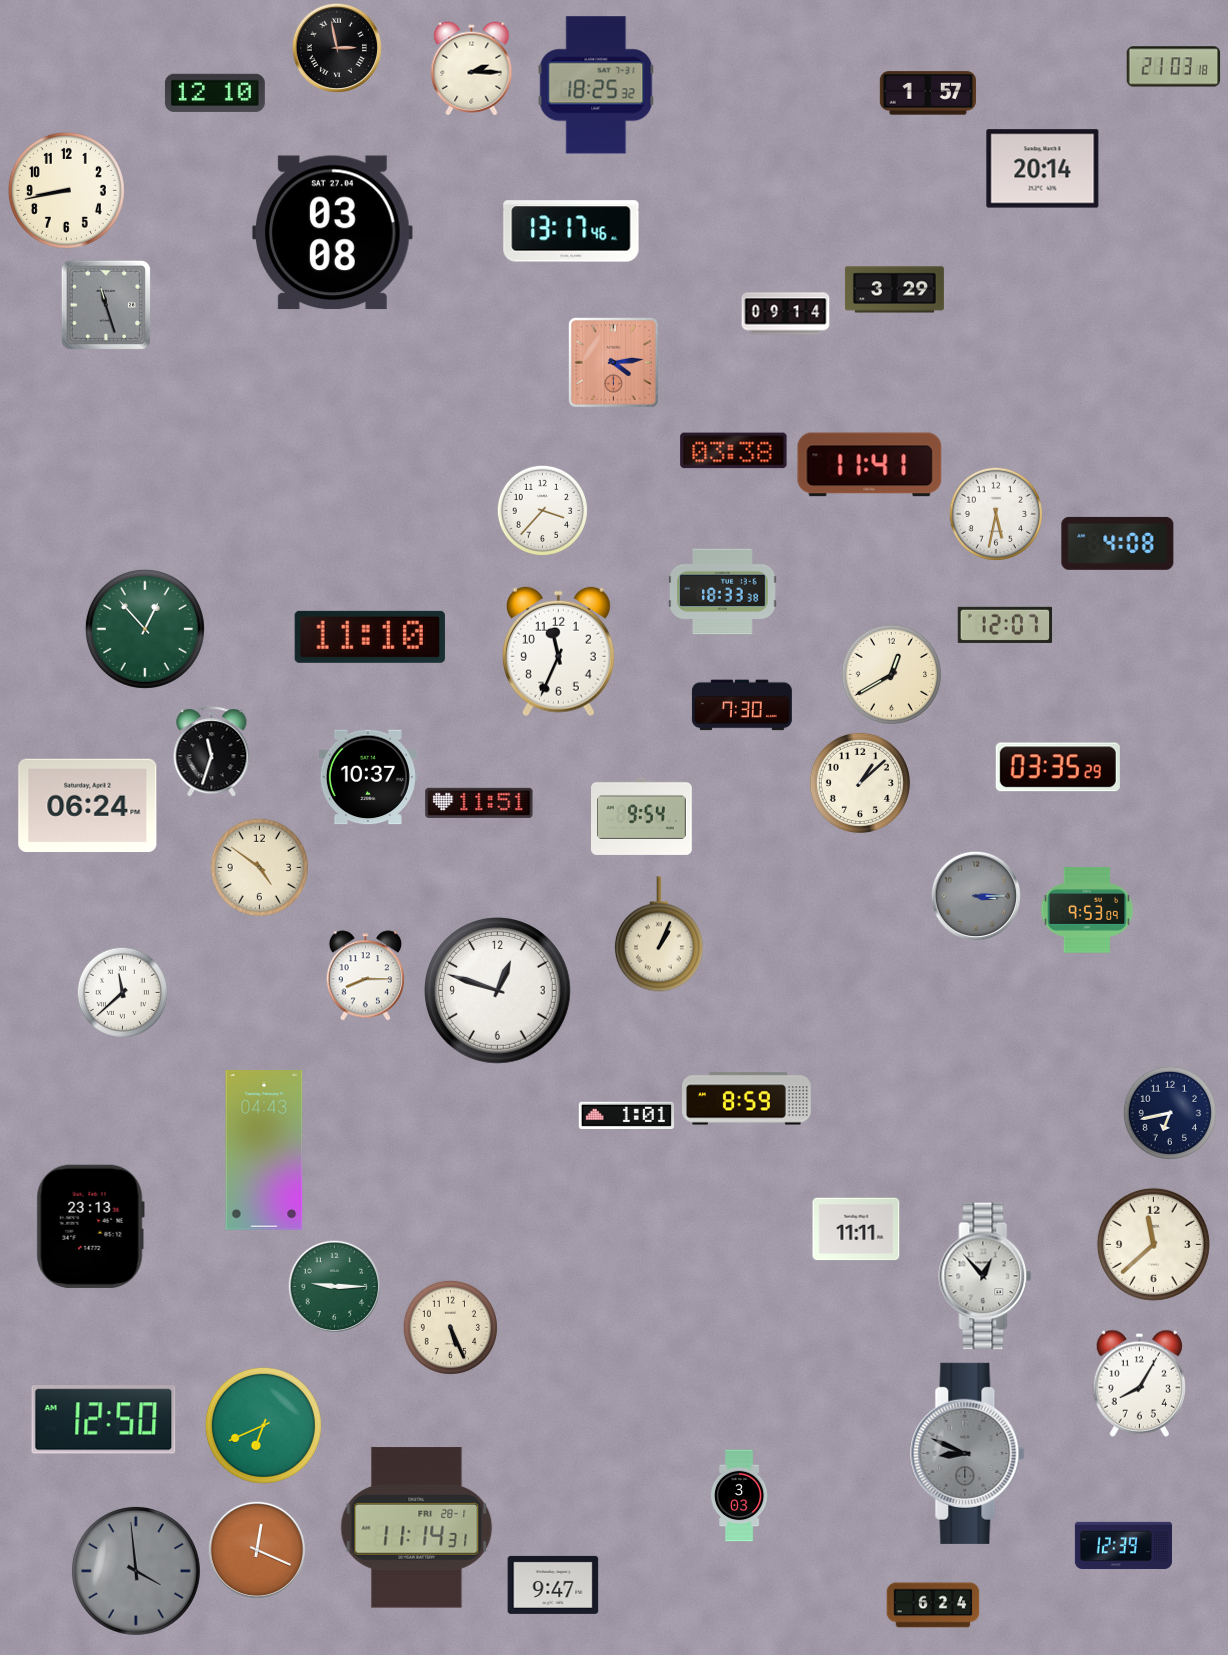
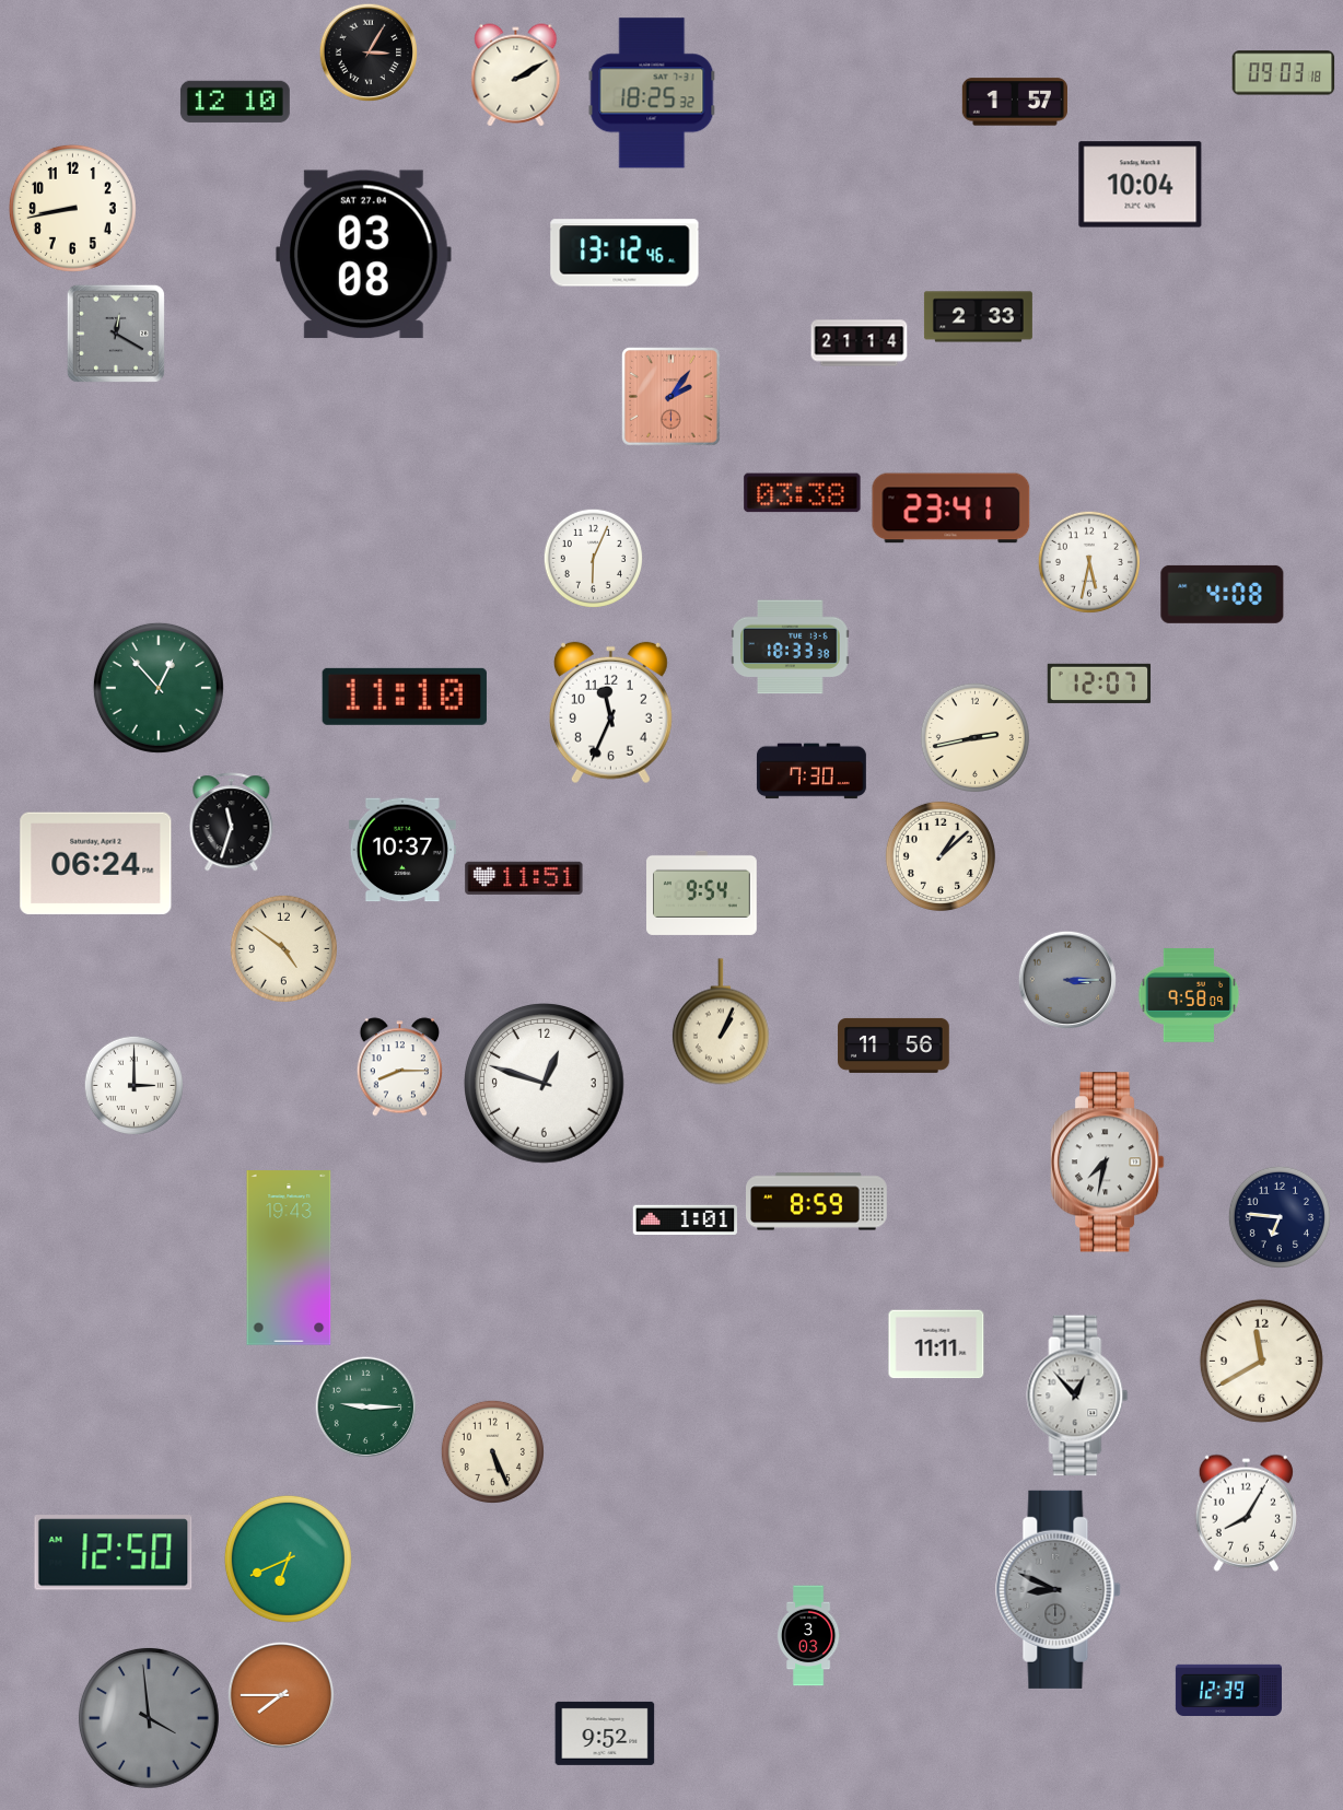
clock at (336, 47): 2:58 -> 3:05
clock at (1174, 67): 21:03 -> 09:03
clock at (472, 69): 2:15 -> 2:10
clock at (1043, 169): 20:14 -> 10:04
clock at (571, 231): 13:17 -> 13:12
clock at (894, 290): 3:29 -> 2:33
clock at (106, 305): 11:27 -> 12:20
clock at (786, 314): 09:14 -> 21:14
clock at (614, 363): 4:14 -> 2:06
clock at (870, 465): 11:41 -> 23:41
clock at (542, 510): 3:37 -> 6:04
clock at (891, 674): 12:40 -> 2:43
clock at (1058, 767): 03:35 -> none
clock at (88, 805) position: (88, 805) -> (96, 863)
clock at (1087, 910): 9:53 -> 9:58
clock at (894, 1046): none -> 11:56
clock at (122, 992): 11:38 -> 3:00
clock at (1108, 1163): none -> 7:32
clock at (1170, 1113): 6:43 -> 6:46
clock at (264, 1150): 04:43 -> 19:43
clock at (90, 1226): 23:13 -> none
clock at (1153, 1244): 11:38 -> 11:40
clock at (417, 1528): 11:14 -> none
clock at (257, 1550): 12:19 -> 7:45
clock at (553, 1585): 9:47 -> 9:52
clock at (933, 1605): 6:24 -> none
